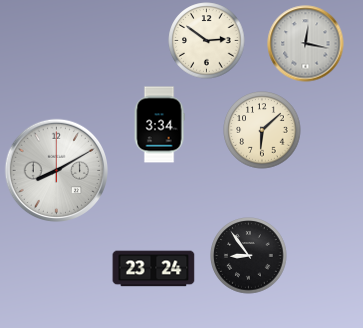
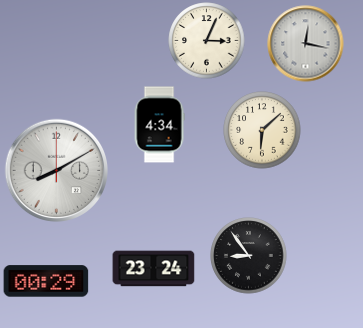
clock at (207, 41): 2:51 -> 3:04
clock at (159, 125): 3:34 -> 4:34
clock at (46, 281): none -> 00:29
